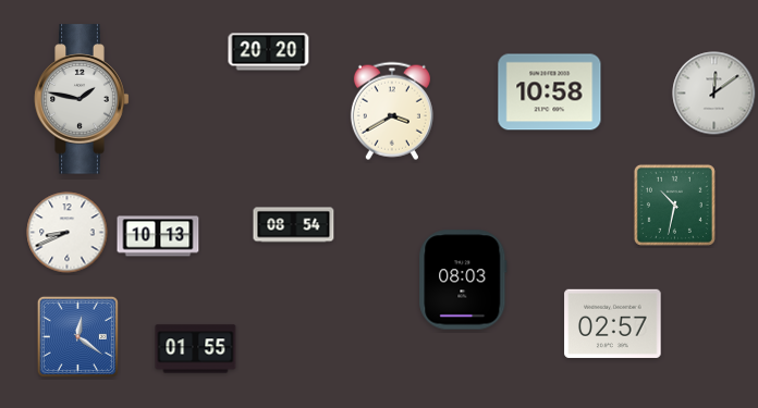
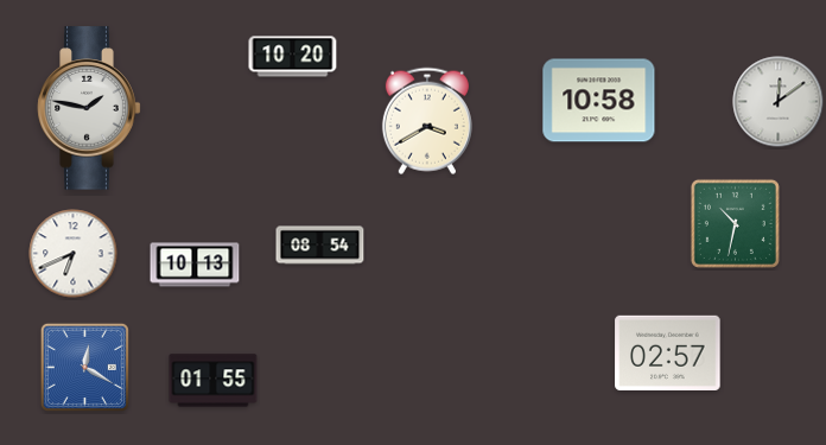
clock at (269, 52): 20:20 -> 10:20
clock at (68, 233): 8:41 -> 6:41
clock at (158, 236) position: (158, 236) -> (195, 265)
clock at (463, 280): 08:03 -> none
clock at (77, 336): 12:21 -> 12:20
